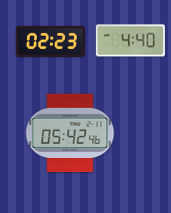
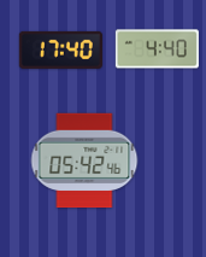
clock at (50, 41): 02:23 -> 17:40
